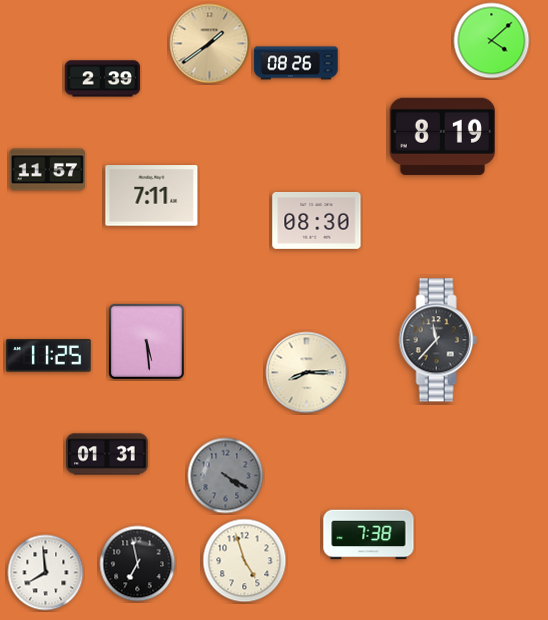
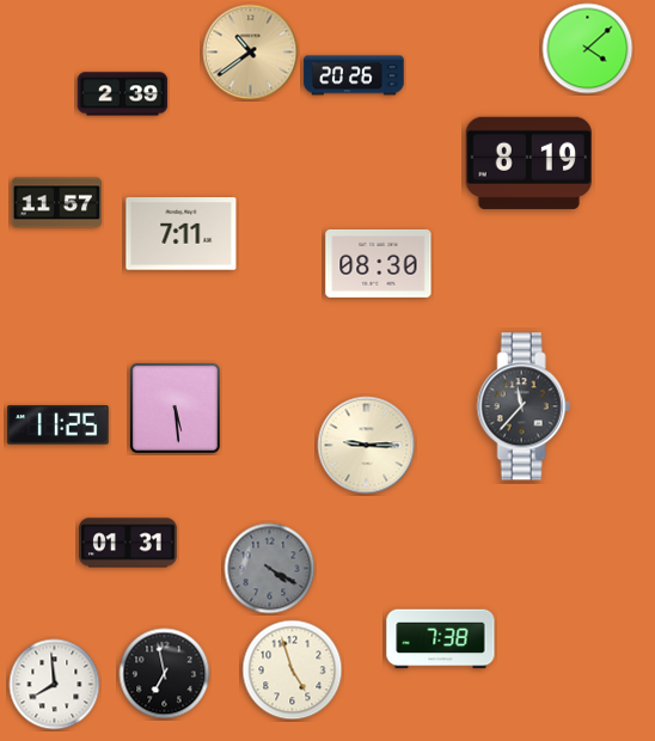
clock at (210, 44): 1:39 -> 10:39
clock at (296, 63): 08:26 -> 20:26
clock at (307, 373): 8:15 -> 9:15
